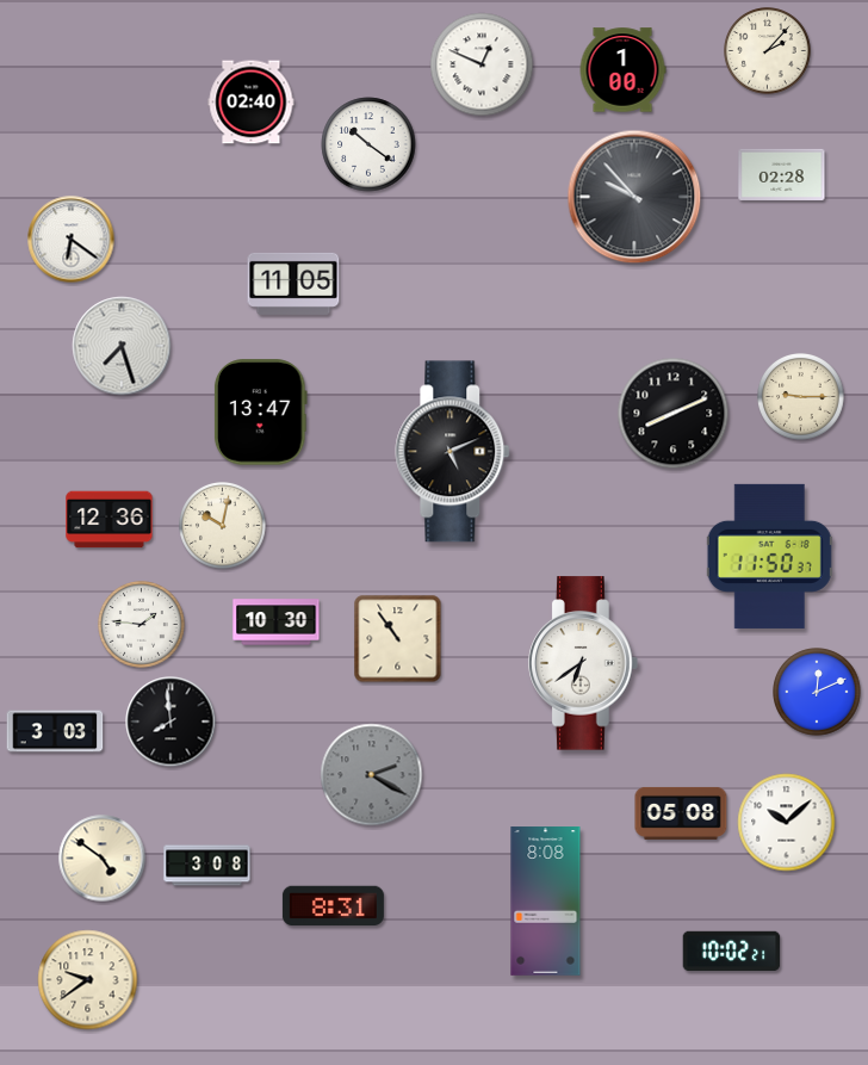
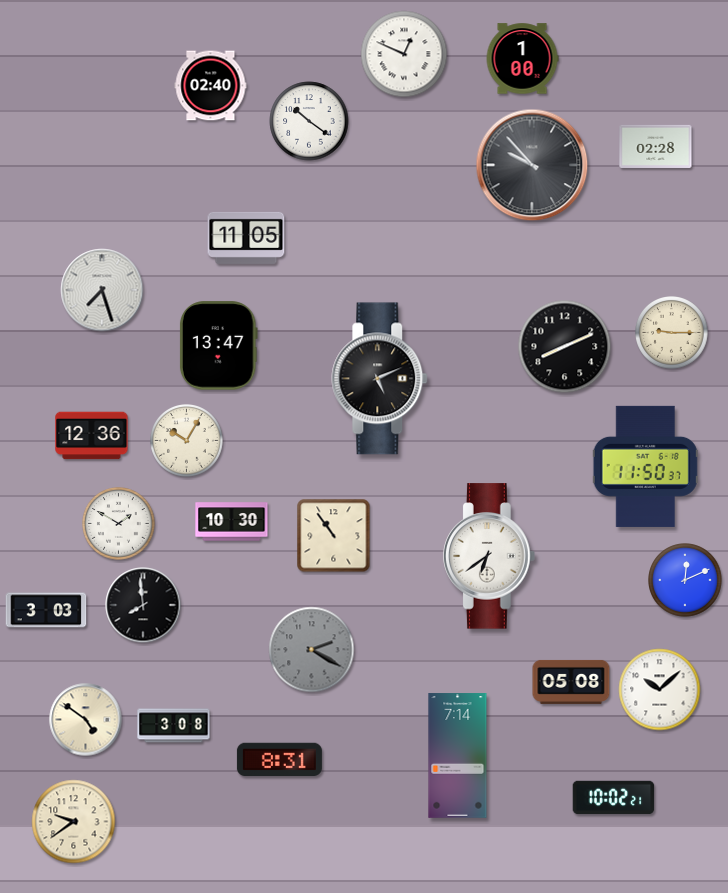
clock at (768, 51): 2:07 -> none
clock at (72, 240): 6:21 -> none
clock at (223, 526): 10:02 -> 10:05
clock at (142, 625): 1:46 -> 1:50
clock at (55, 731) position: (55, 731) -> (46, 610)
clock at (546, 902): 8:08 -> 7:14
